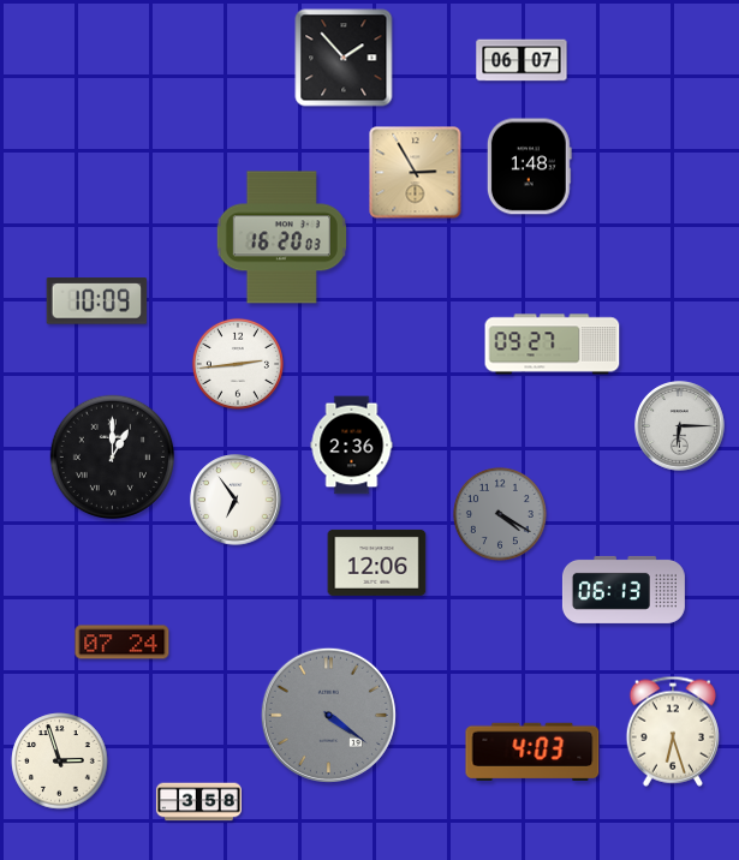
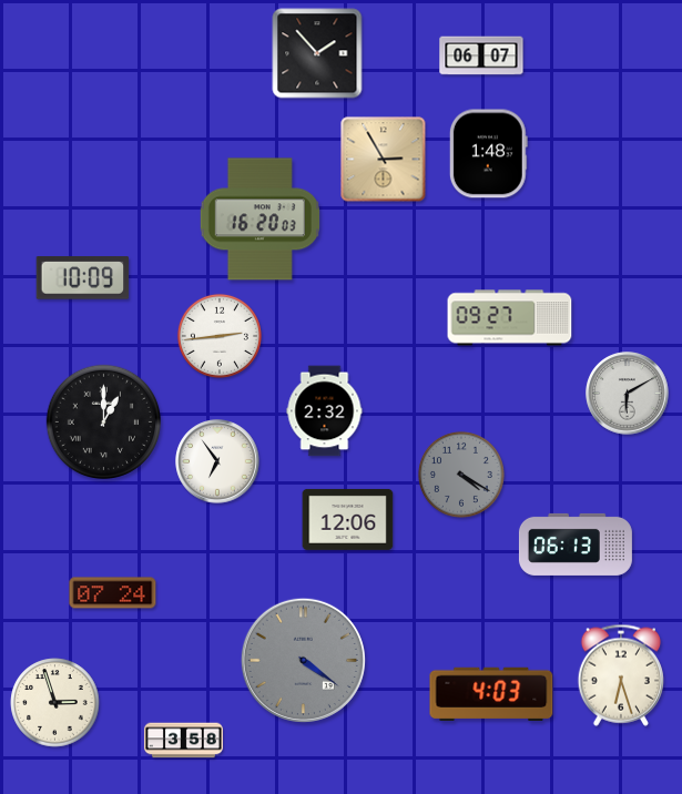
clock at (97, 301) position: (97, 301) -> (83, 278)
clock at (680, 426): 6:15 -> 6:10
clock at (352, 446): 2:36 -> 2:32
